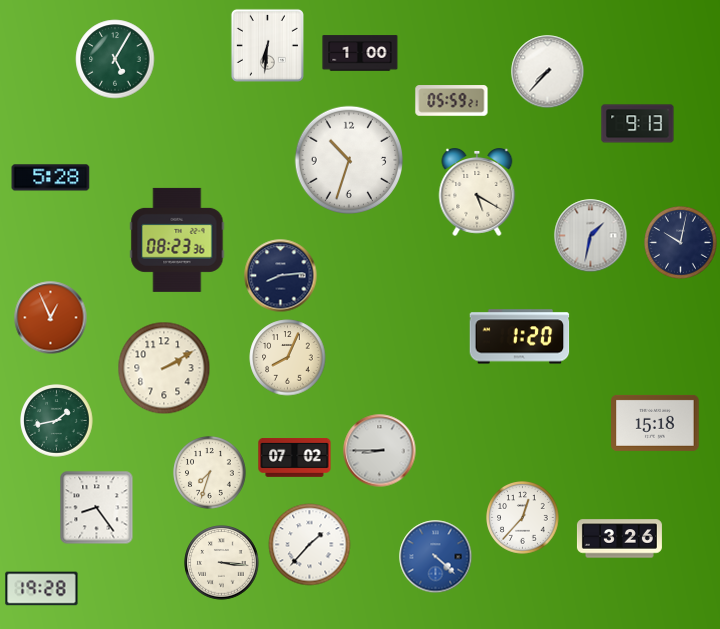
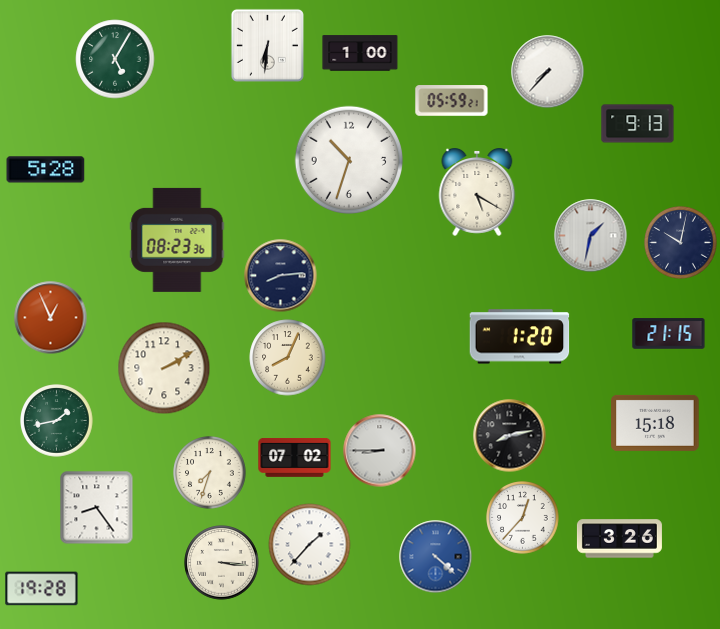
clock at (51, 178) position: (51, 178) -> (46, 170)
clock at (669, 334): none -> 21:15
clock at (510, 436): none -> 8:13
